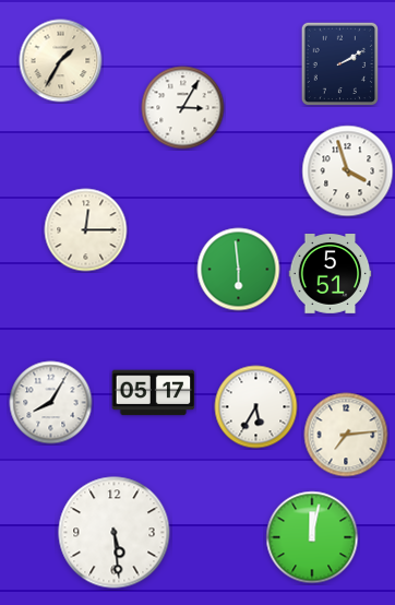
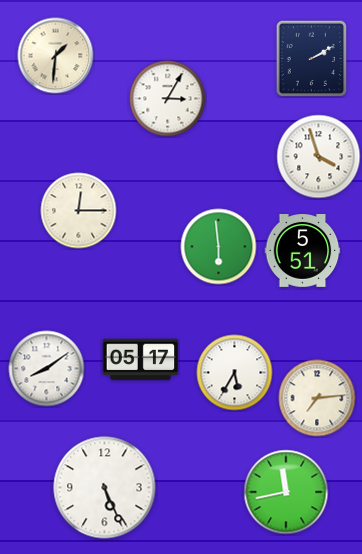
clock at (61, 61): 1:35 -> 1:31
clock at (51, 403): 8:05 -> 8:09
clock at (115, 533): 5:29 -> 5:26
clock at (312, 537): 12:02 -> 11:43
